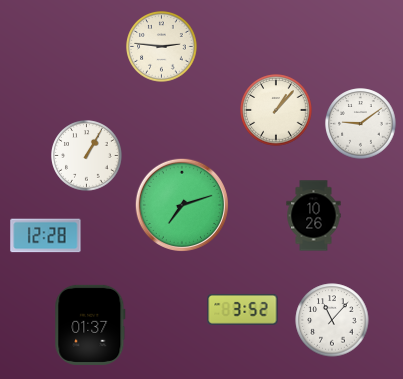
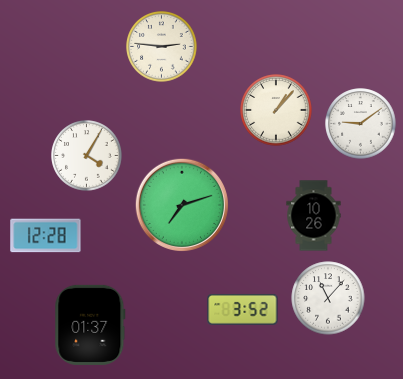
clock at (87, 156): 1:05 -> 4:05
clock at (332, 320) position: (332, 320) -> (328, 298)
